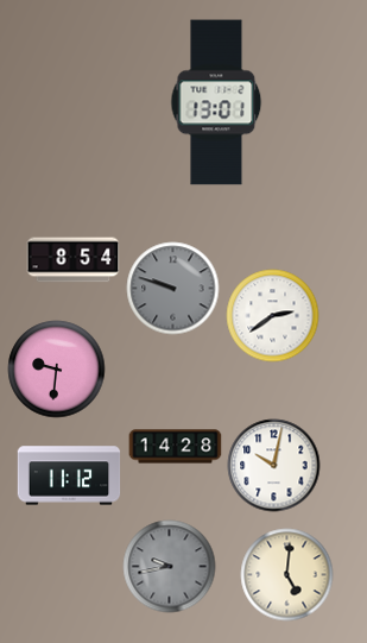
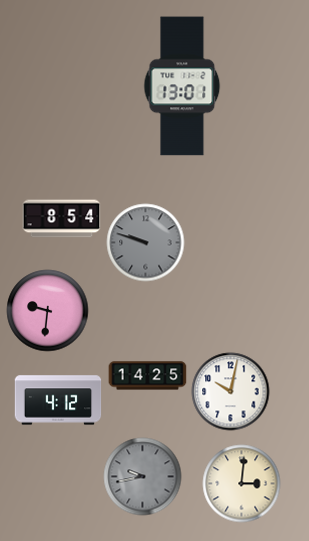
clock at (272, 315): 2:39 -> none
clock at (175, 447): 14:28 -> 14:25
clock at (69, 475): 11:12 -> 4:12
clock at (286, 574): 5:01 -> 3:01
